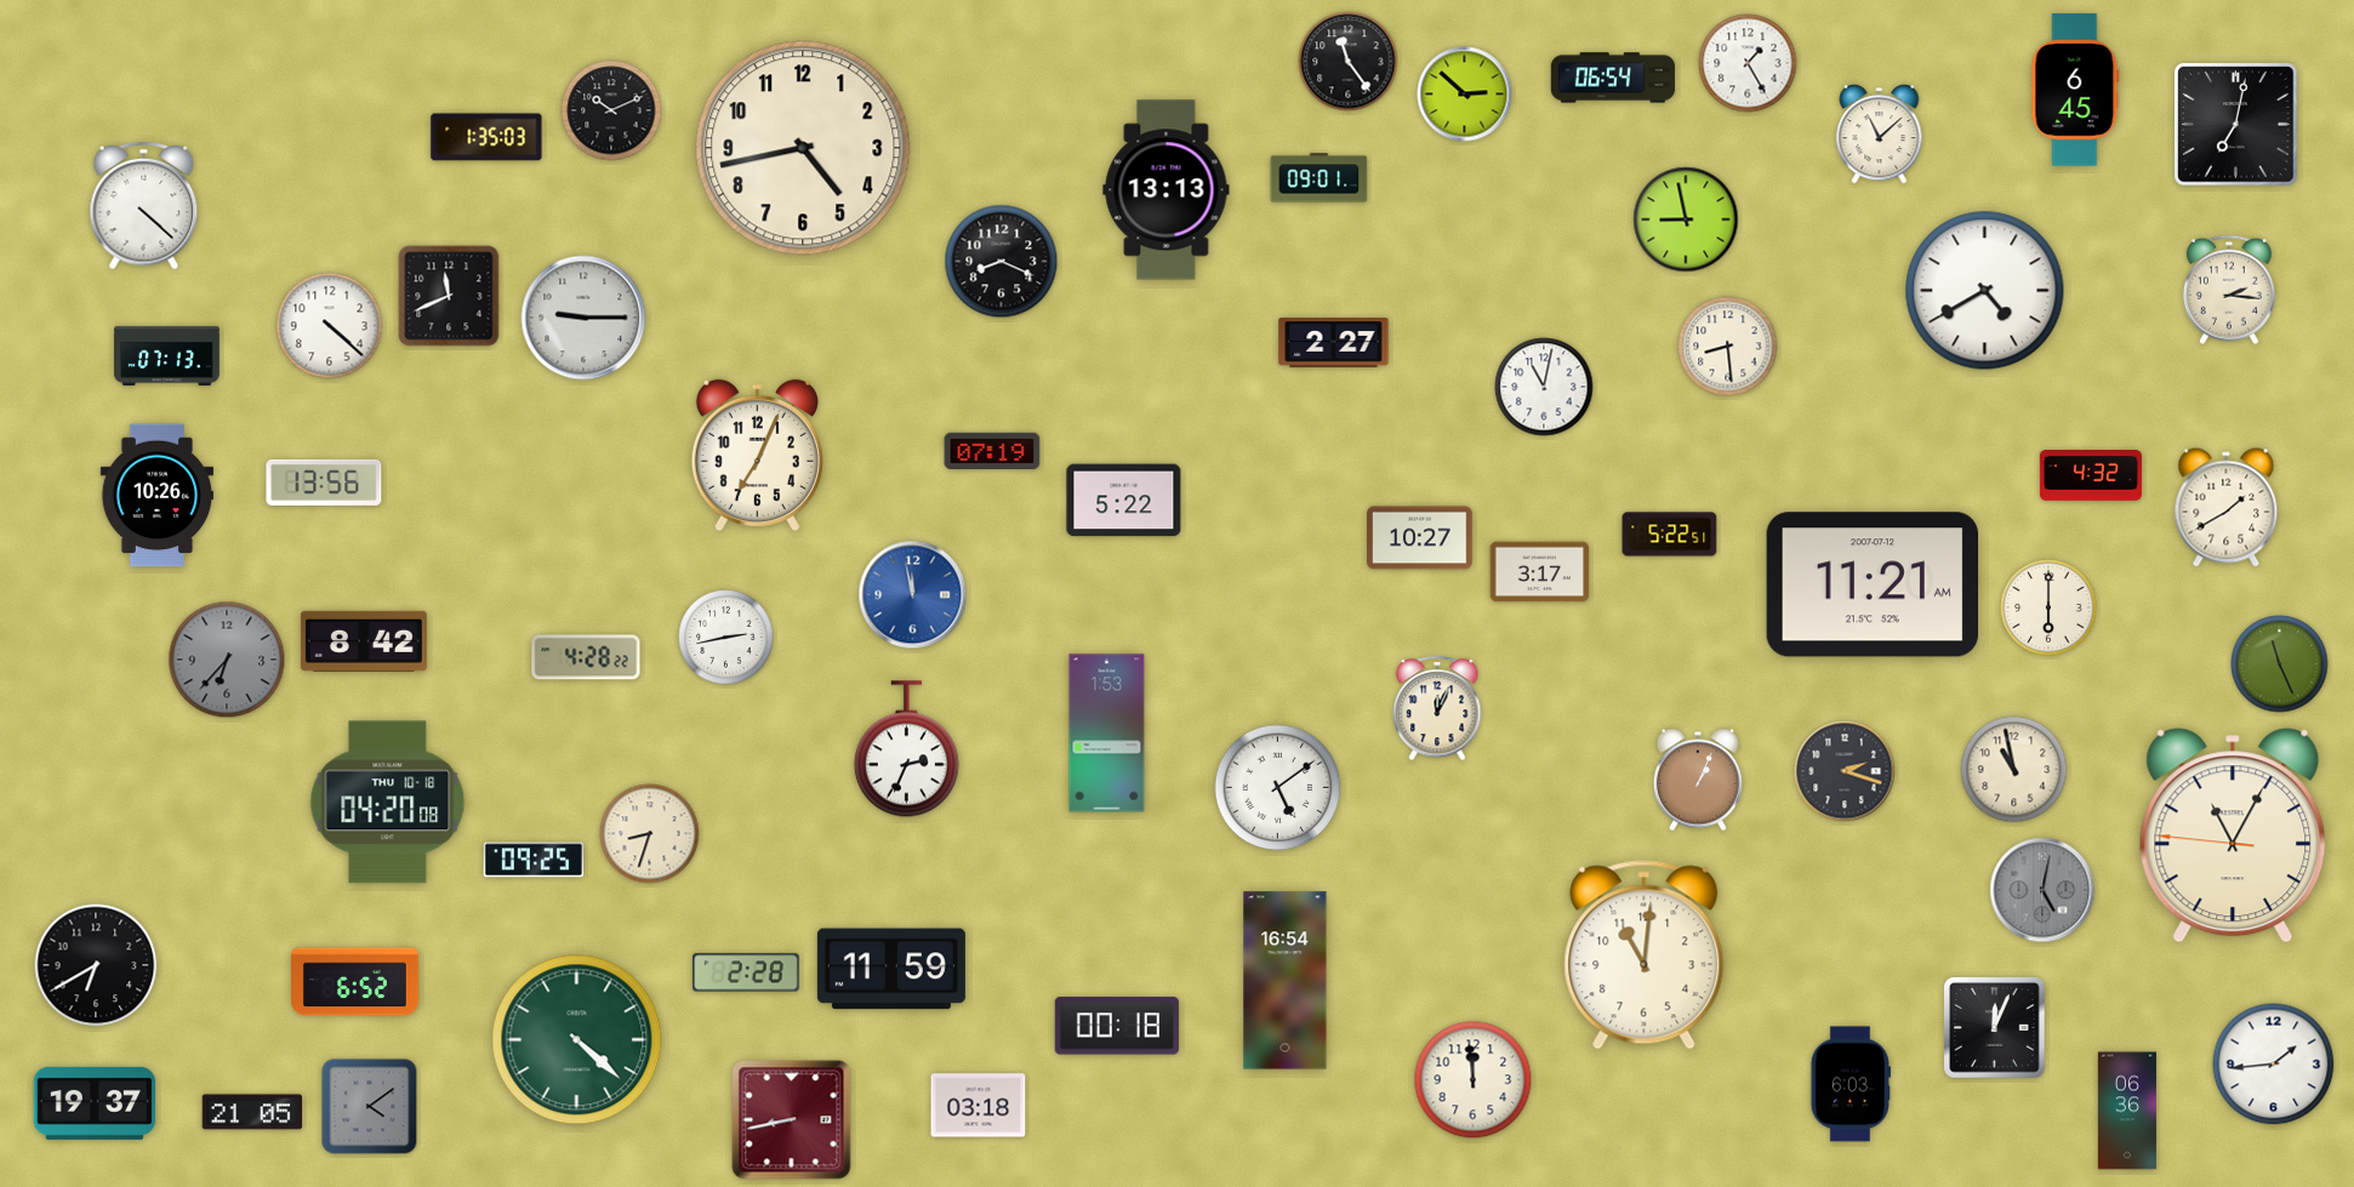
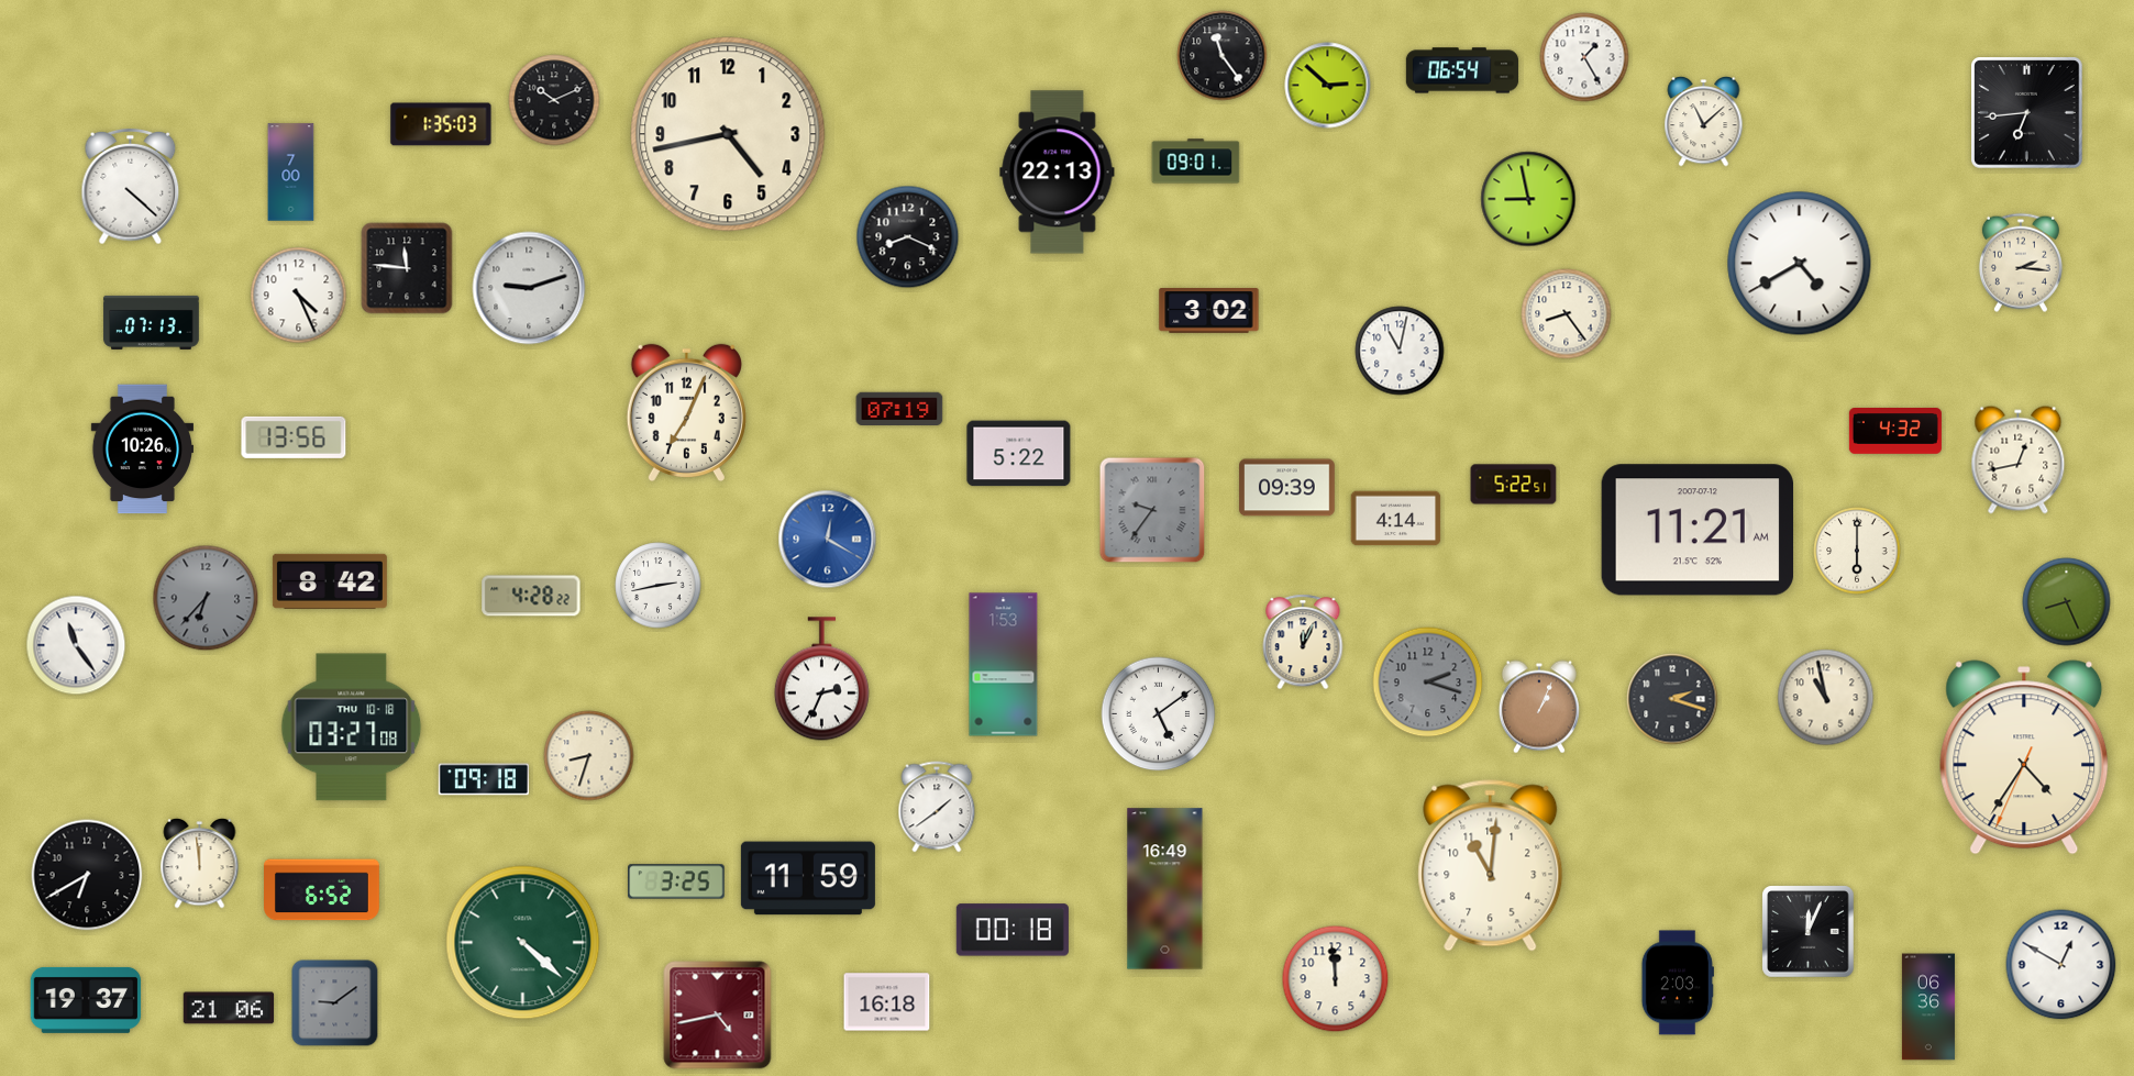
clock at (2075, 90): 6:45 -> none
clock at (2236, 125): 7:02 -> 6:44
clock at (291, 173): none -> 7:00
clock at (1167, 190): 13:13 -> 22:13
clock at (449, 296): 11:41 -> 11:46
clock at (583, 318): 9:15 -> 9:12
clock at (330, 326): 4:22 -> 4:26
clock at (1334, 343): 2:27 -> 3:02
clock at (1728, 347): 8:29 -> 8:24
clock at (2227, 508): 1:40 -> 12:43
clock at (1420, 538): 10:27 -> 09:39
clock at (1152, 510): none -> 9:36
clock at (1540, 572): 3:17 -> 4:14
clock at (913, 595): 11:58 -> 12:20
clock at (726, 638) position: (726, 638) -> (659, 586)
clock at (2280, 664): 11:26 -> 8:26
clock at (76, 645): none -> 11:24
clock at (1428, 683): none -> 2:18
clock at (388, 803): 04:20 -> 03:27
clock at (2233, 835): 11:04 -> 4:35
clock at (534, 860): 09:25 -> 09:18
clock at (937, 807): none -> 1:39
clock at (2042, 890): 5:02 -> none
clock at (200, 864): none -> 11:59
clock at (746, 972): 2:28 -> 3:25
clock at (1286, 981): 16:54 -> 16:49
clock at (2274, 1065): 1:44 -> 12:50
clock at (1851, 1084): 6:03 -> 2:03
clock at (979, 1106): 03:18 -> 16:18
clock at (370, 1107): 4:09 -> 9:09
clock at (252, 1112): 21:05 -> 21:06
clock at (792, 1120): 8:43 -> 4:43
